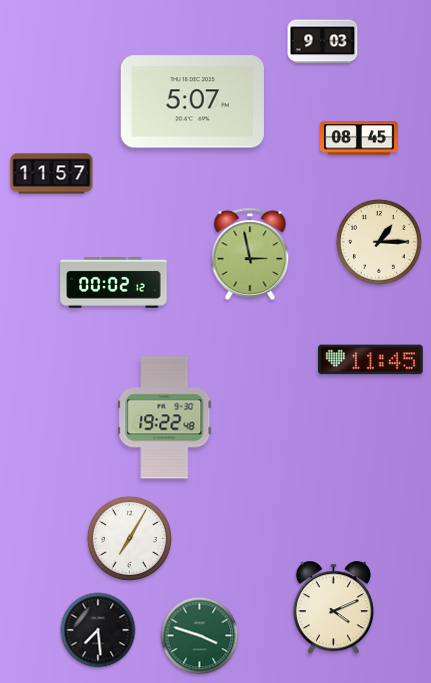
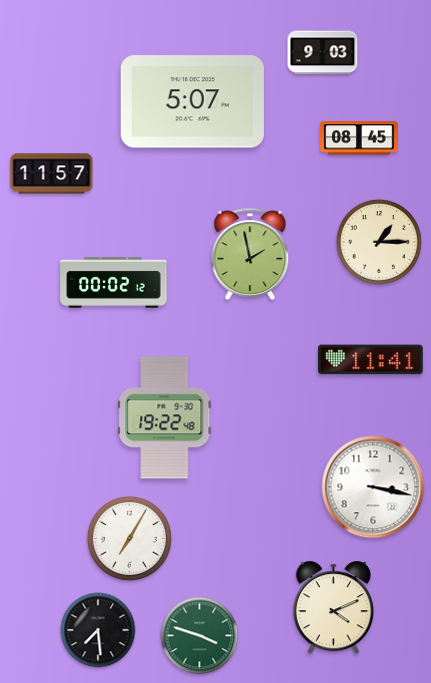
clock at (323, 42) position: (323, 42) -> (323, 53)
clock at (250, 253): 2:58 -> 1:58
clock at (371, 360): 11:45 -> 11:41
clock at (373, 487): none -> 3:17
